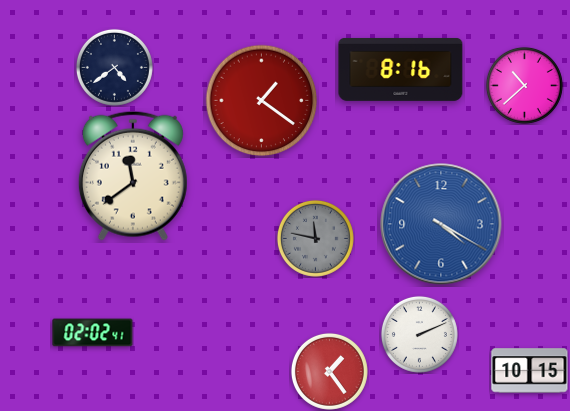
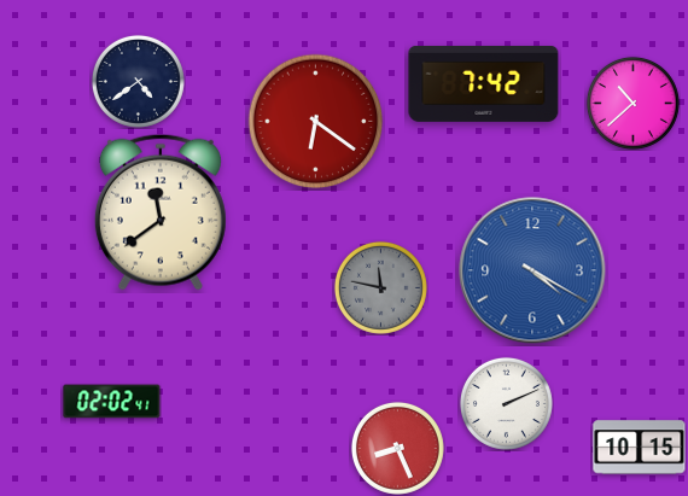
clock at (401, 69): 8:16 -> 7:42
clock at (262, 101): 1:21 -> 6:21
clock at (329, 371): 1:24 -> 8:26
